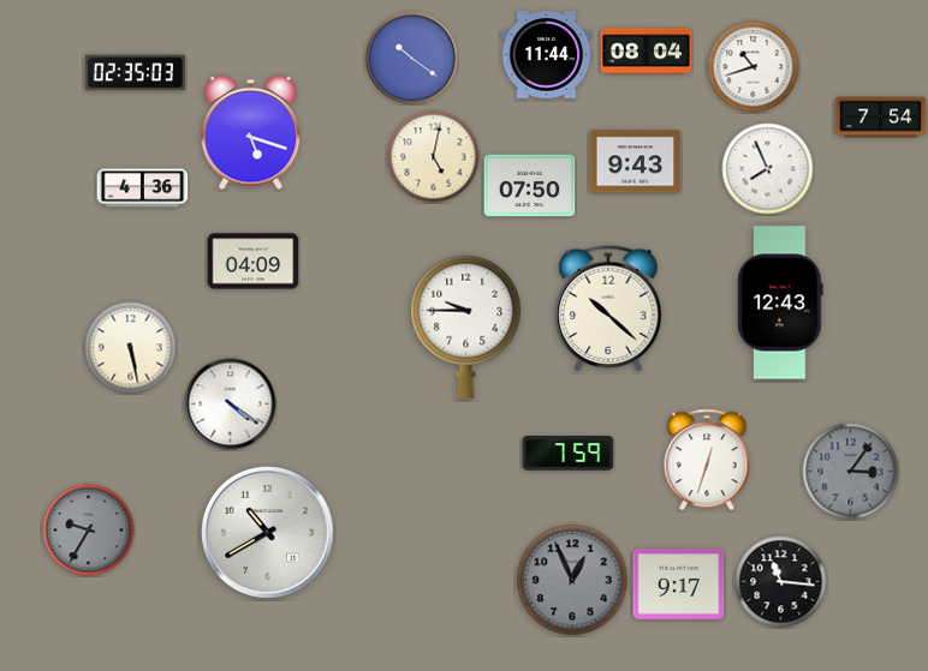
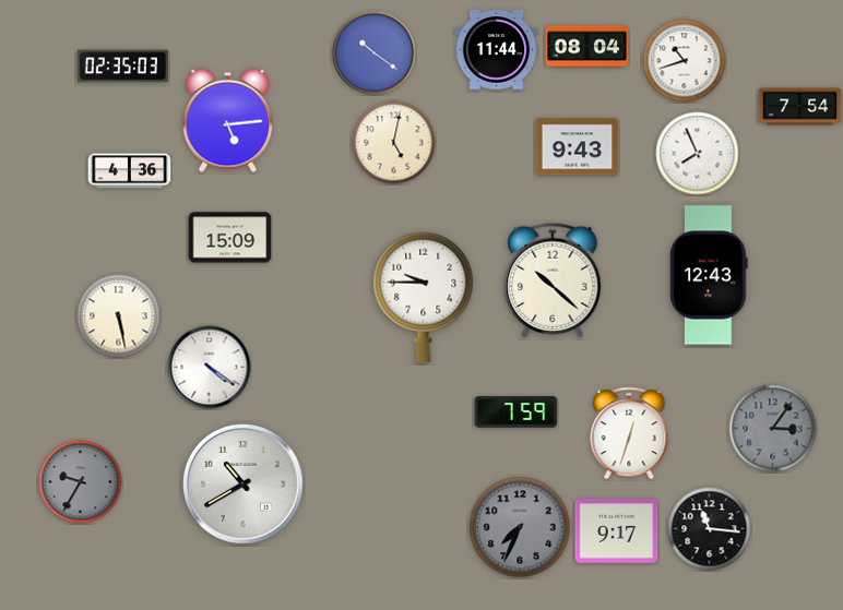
clock at (251, 133): 5:18 -> 5:14
clock at (530, 186): 07:50 -> none
clock at (254, 262): 04:09 -> 15:09
clock at (707, 460) position: (707, 460) -> (629, 433)
clock at (572, 580): 12:56 -> 7:34
